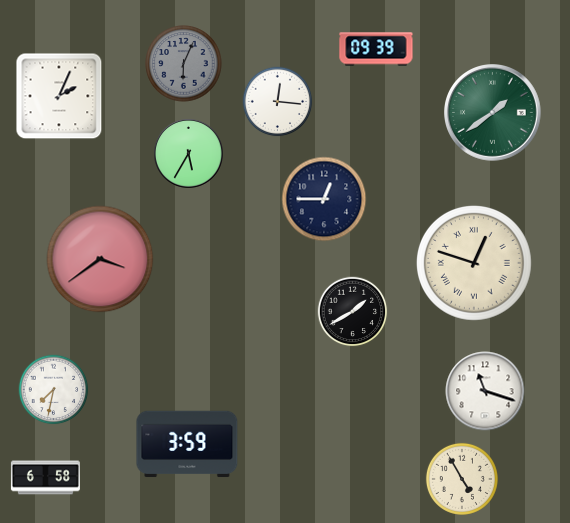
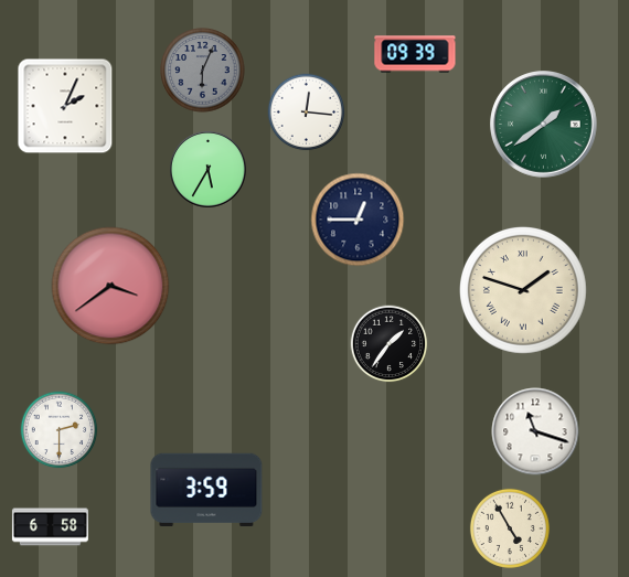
clock at (474, 263): 12:48 -> 1:48
clock at (353, 312): 1:40 -> 1:36
clock at (54, 390): 7:32 -> 2:30
